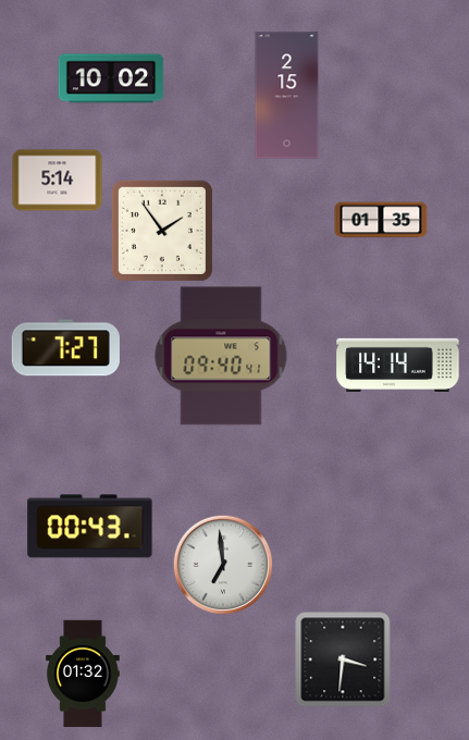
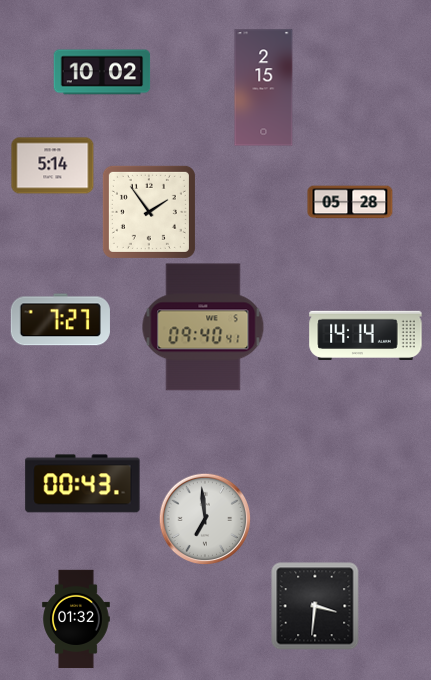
clock at (381, 220): 01:35 -> 05:28
